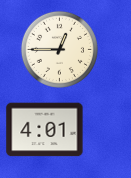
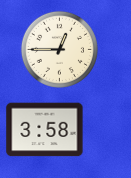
clock at (45, 130): 4:01 -> 3:58
